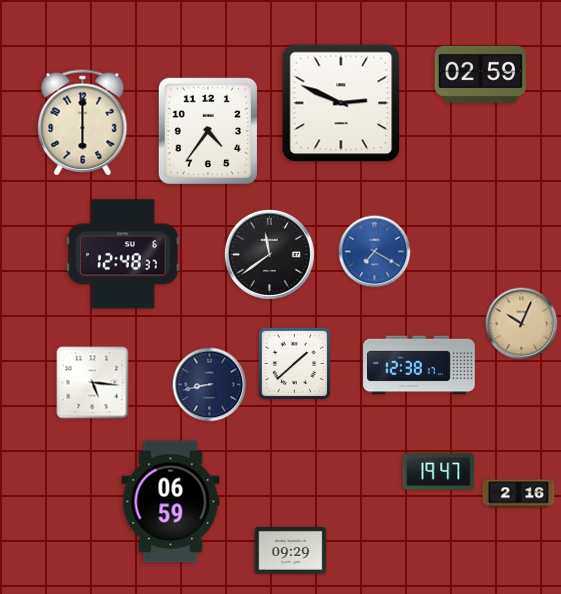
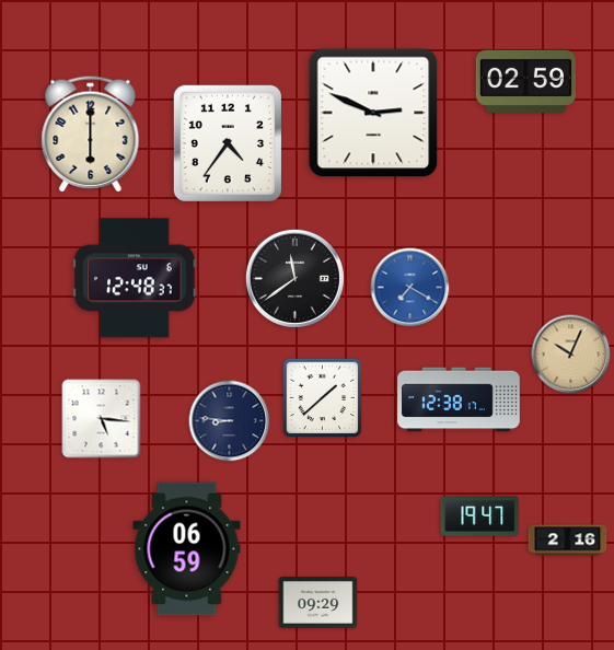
clock at (375, 252) position: (375, 252) -> (410, 288)
clock at (210, 385): 8:43 -> 8:46
